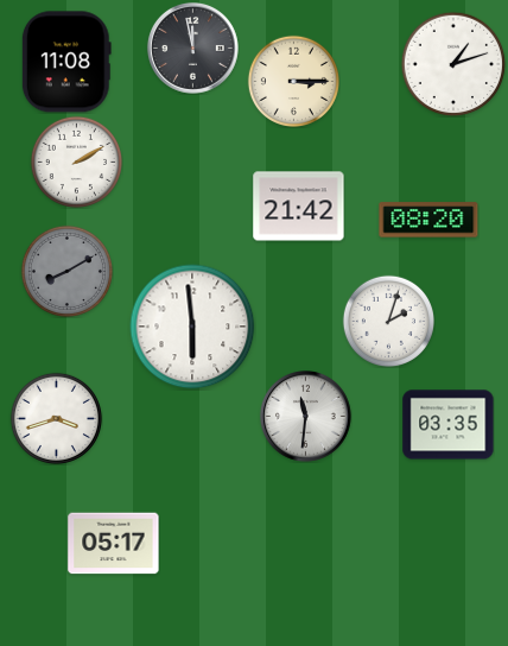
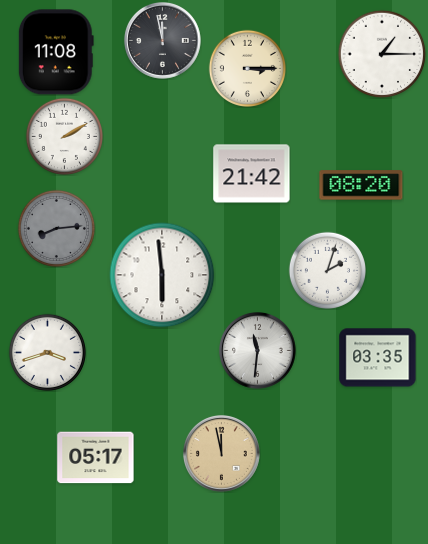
clock at (453, 64): 1:12 -> 1:15
clock at (66, 271): 8:10 -> 8:14
clock at (222, 454): none -> 11:58
